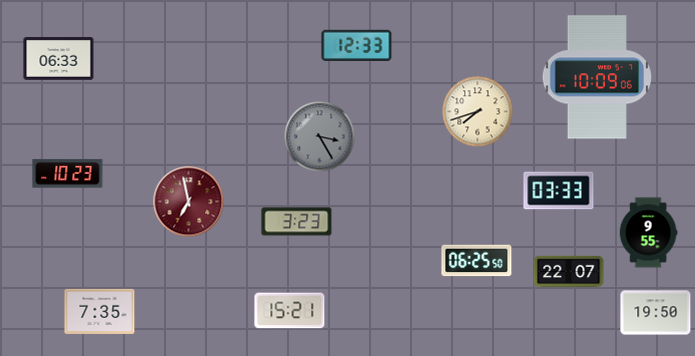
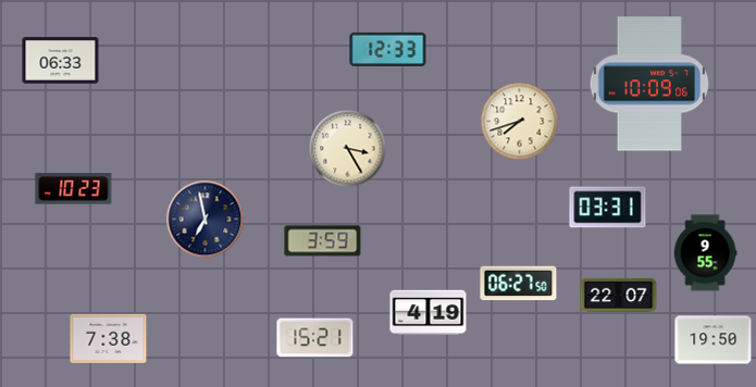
clock at (59, 59) position: (59, 59) -> (61, 61)
clock at (320, 137) dial: grey -> cream
clock at (559, 191): 03:33 -> 03:31
clock at (189, 202) dial: burgundy -> navy
clock at (297, 222): 3:23 -> 3:59
clock at (477, 261): 06:25 -> 06:27
clock at (429, 313): none -> 4:19
clock at (100, 311): 7:35 -> 7:38
